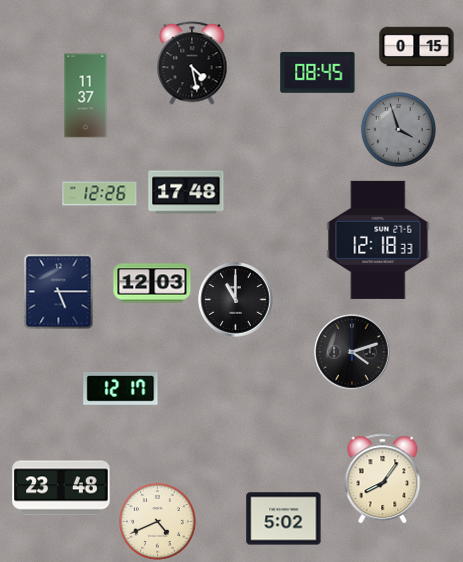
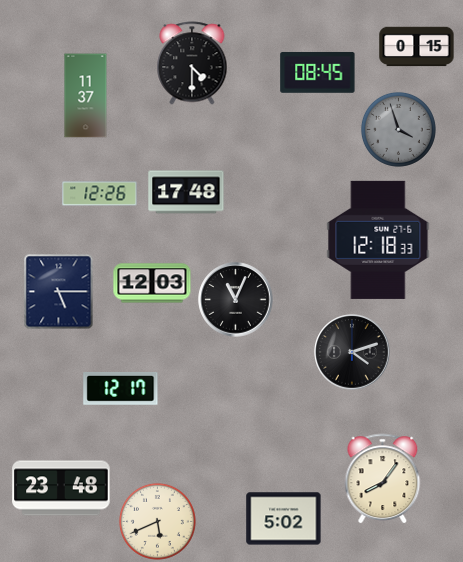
clock at (192, 63): 4:28 -> 4:30
clock at (236, 300): 11:00 -> 11:04
clock at (157, 521): 4:41 -> 5:41
